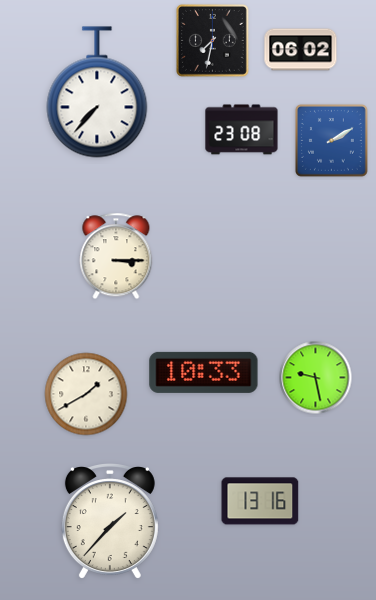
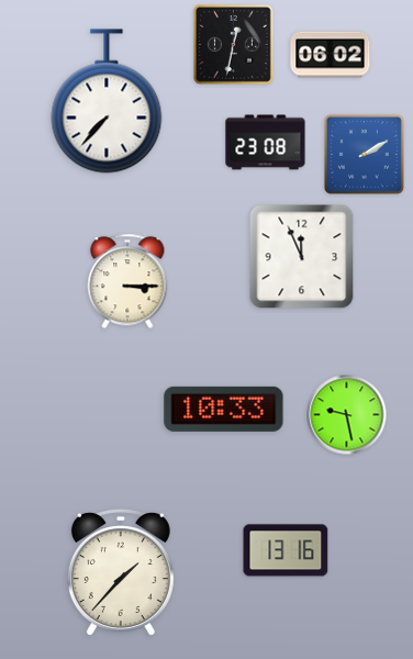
clock at (212, 40): 7:32 -> 12:32
clock at (302, 257): none -> 11:56
clock at (86, 394): 1:40 -> none
